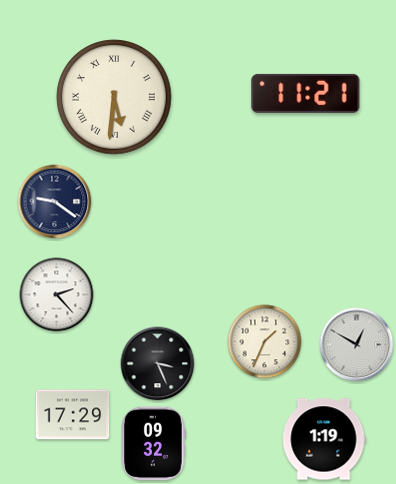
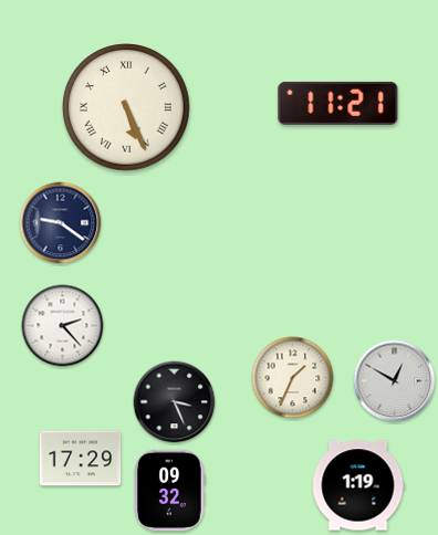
clock at (114, 97): 5:31 -> 5:26
